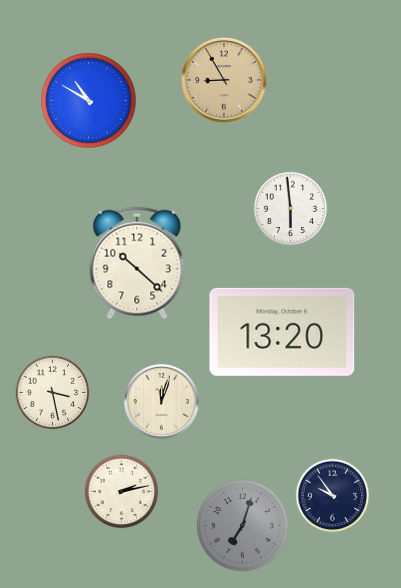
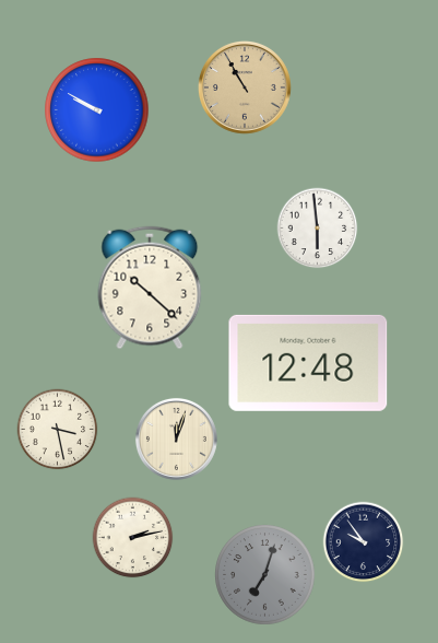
clock at (225, 81): 8:55 -> 10:55
clock at (89, 101): 10:50 -> 9:50
clock at (282, 332): 13:20 -> 12:48
